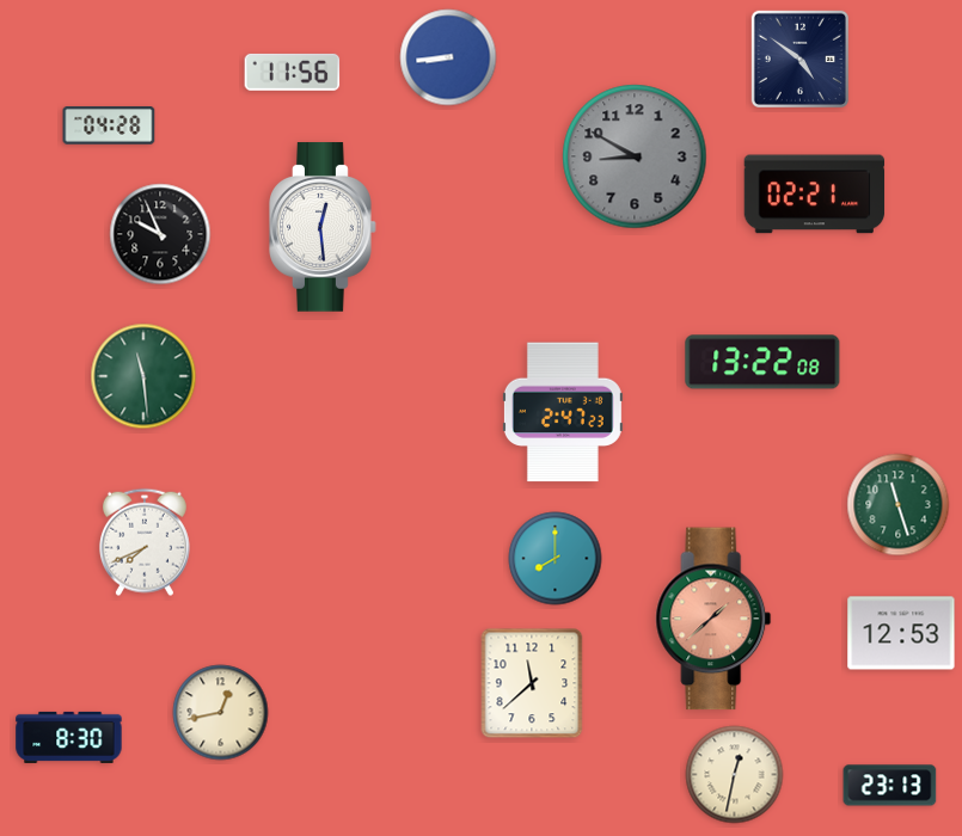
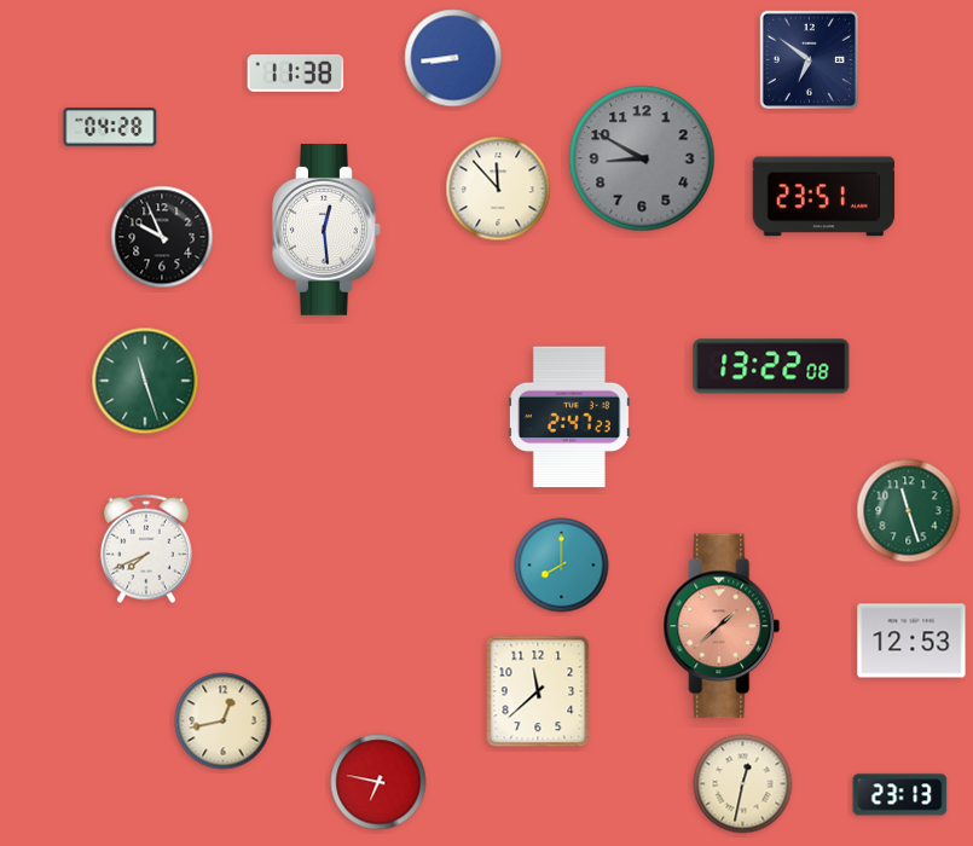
clock at (799, 59): 4:51 -> 6:51
clock at (293, 72): 11:56 -> 11:38
clock at (498, 189): none -> 11:53
clock at (815, 195): 02:21 -> 23:51
clock at (143, 376): 11:29 -> 11:27
clock at (69, 737): 8:30 -> none
clock at (378, 782): none -> 6:47
